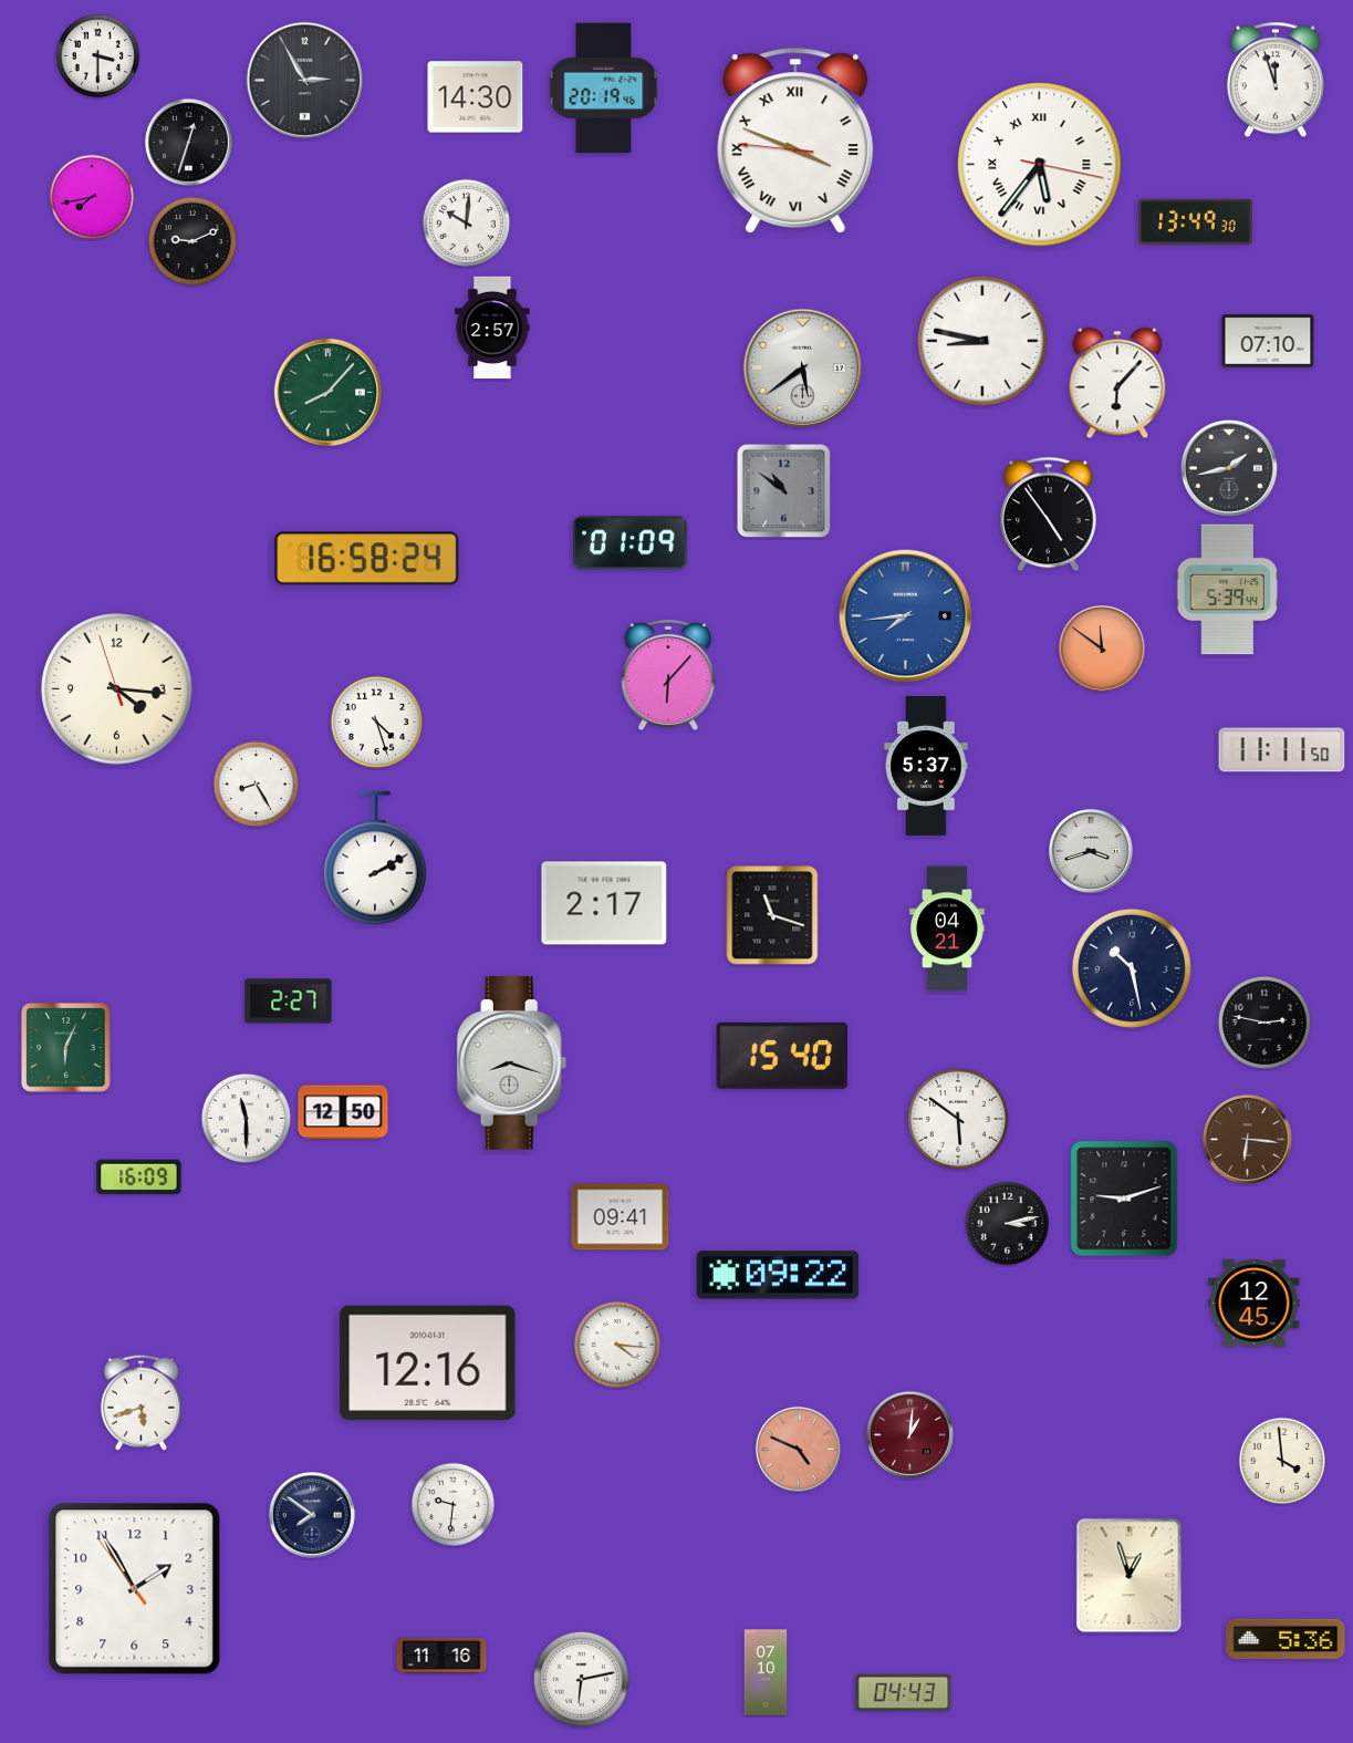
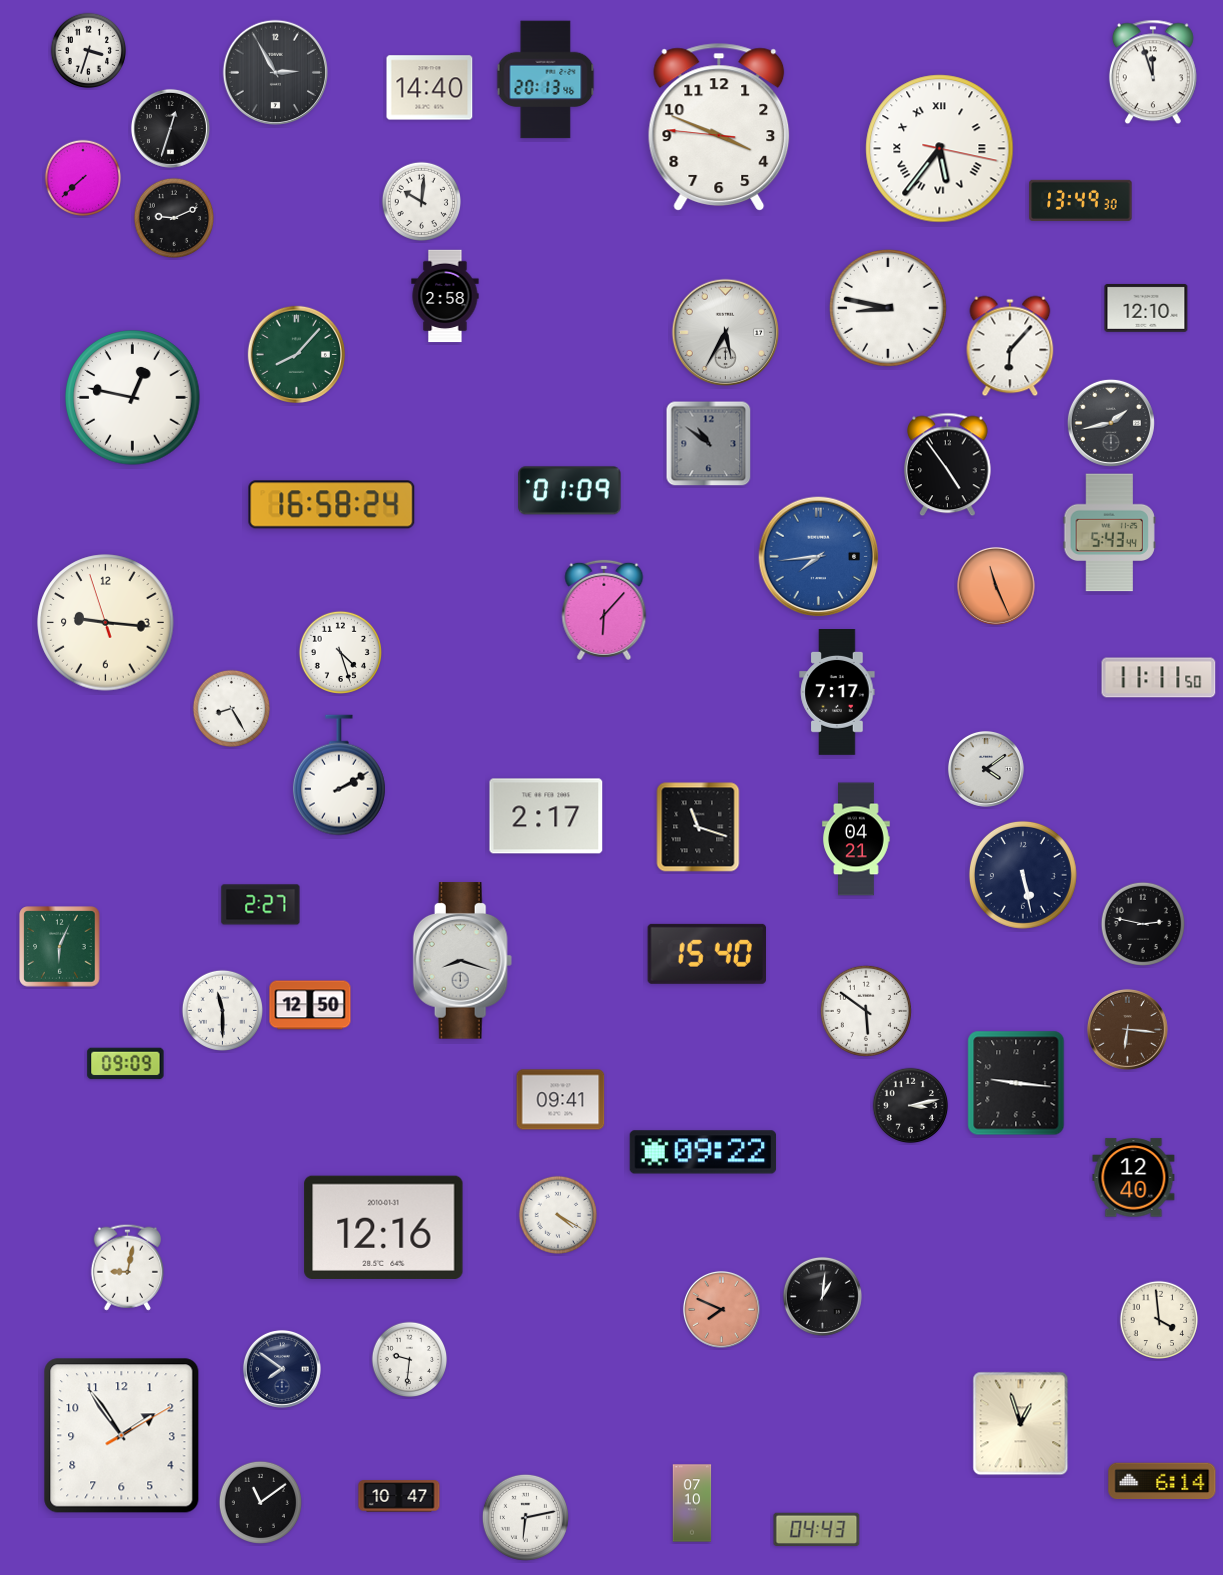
clock at (98, 56): 3:30 -> 3:33
clock at (604, 89): 20:19 -> 20:13
clock at (476, 97): 14:30 -> 14:40
clock at (795, 141) numerals: Roman -> Arabic
clock at (92, 197): 7:43 -> 7:38
clock at (492, 328): 2:57 -> 2:58
clock at (1268, 341): 07:10 -> 12:10
clock at (802, 367): 5:39 -> 5:35
clock at (133, 398): none -> 12:47
clock at (1227, 590): 5:39 -> 5:43
clock at (1102, 649): 11:51 -> 11:26
clock at (117, 689): 4:15 -> 9:15
clock at (926, 767): 5:37 -> 7:17
clock at (1091, 851): 3:42 -> 4:09
clock at (1132, 968): 10:28 -> 5:28
clock at (139, 1177): 16:09 -> 09:09
clock at (1124, 1199): 9:12 -> 9:16
clock at (1255, 1304): 12:45 -> 12:40
clock at (616, 1343): 4:16 -> 4:20
clock at (428, 1362) position: (428, 1362) -> (384, 1227)
clock at (140, 1402): 5:42 -> 9:02
clock at (909, 1434) dial: burgundy -> black
clock at (798, 1449): 4:49 -> 7:49
clock at (135, 1589): 1:54:54 -> 1:54:10
clock at (1286, 1639): 5:36 -> 6:14
clock at (441, 1656): 11:16 -> 10:47
clock at (260, 1502): none -> 11:09
clock at (766, 1672) position: (766, 1672) -> (692, 1503)
